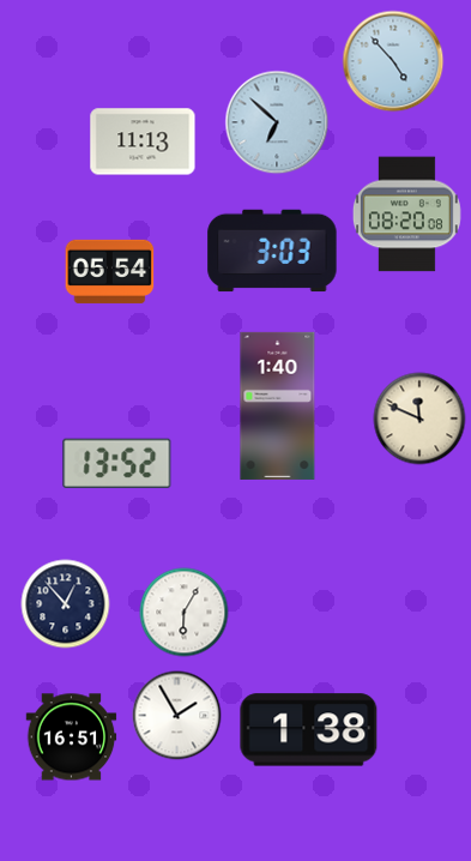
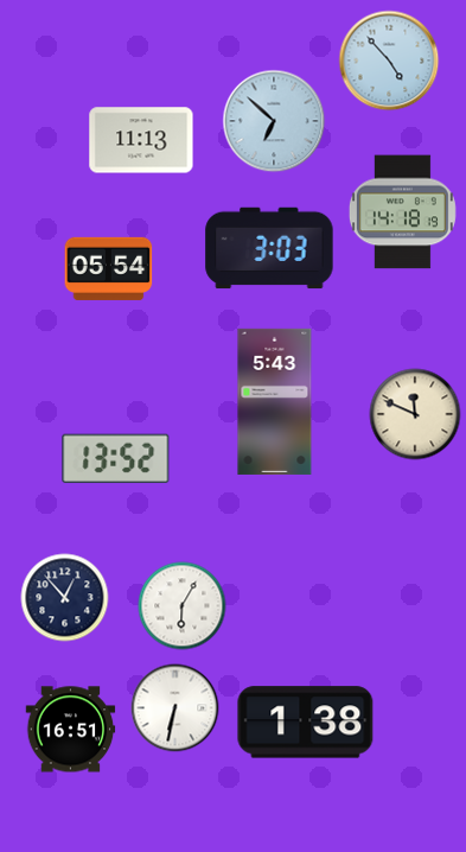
clock at (406, 215): 08:20 -> 14:18
clock at (278, 405): 1:40 -> 5:43
clock at (177, 716): 1:55 -> 6:32
